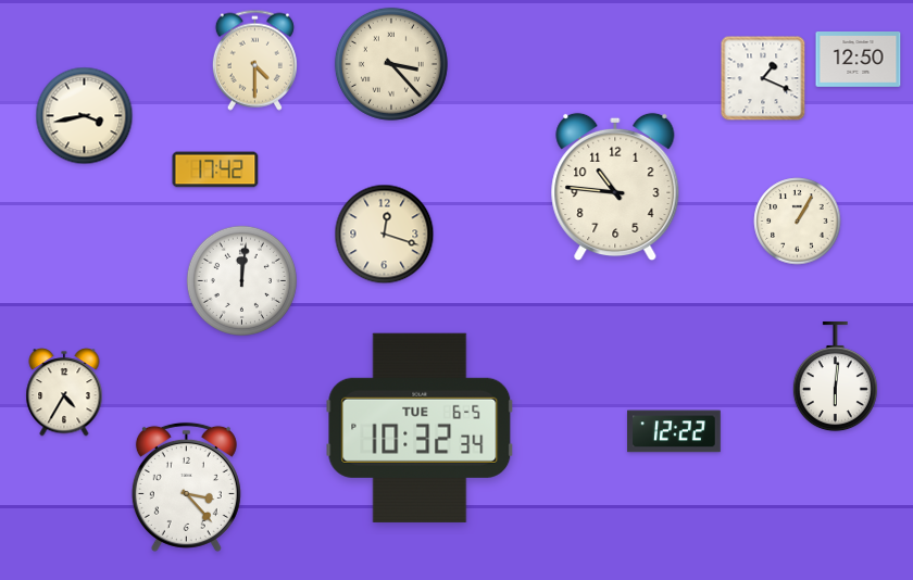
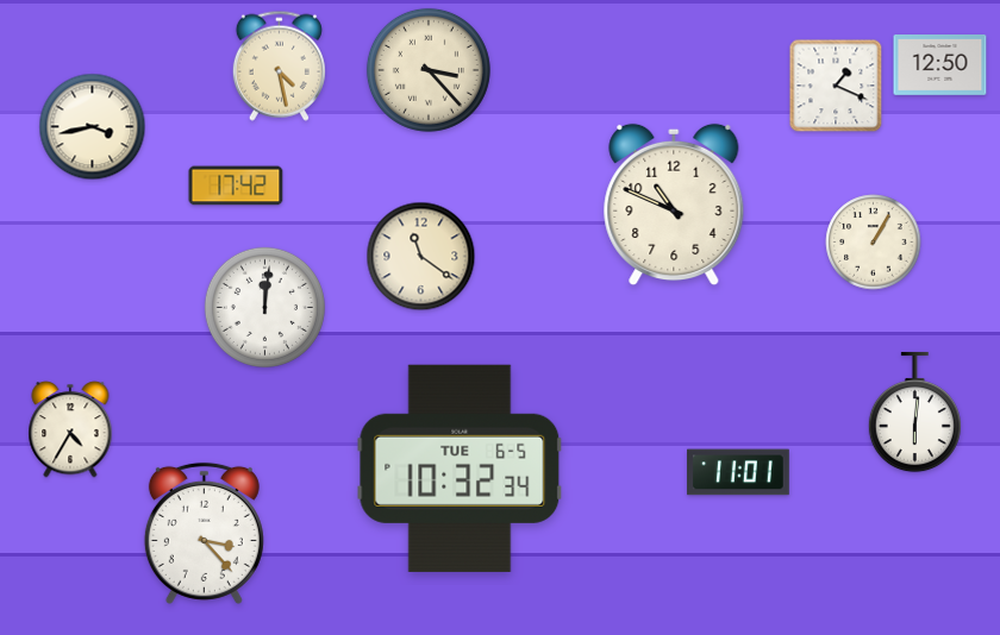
clock at (254, 60): 4:30 -> 4:28
clock at (615, 187): 10:46 -> 10:49
clock at (385, 235): 12:18 -> 11:21
clock at (675, 431): 12:22 -> 11:01
